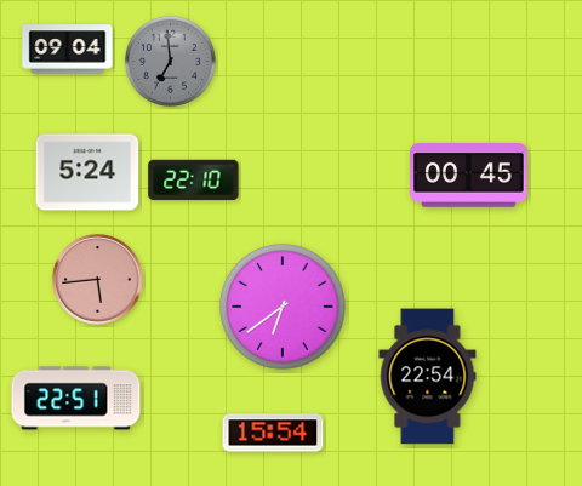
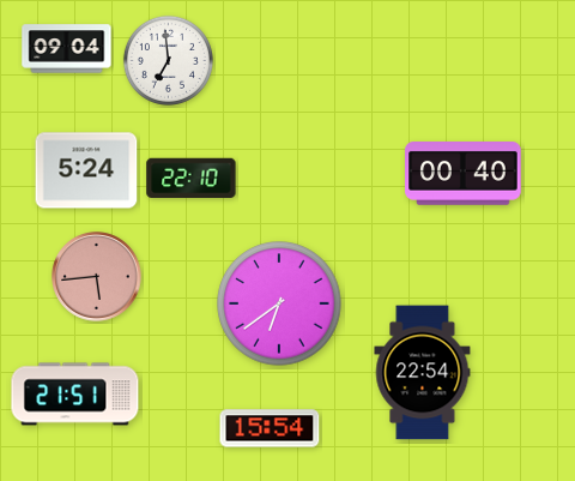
clock at (170, 61) dial: grey -> white
clock at (469, 176): 00:45 -> 00:40
clock at (76, 399): 22:51 -> 21:51
